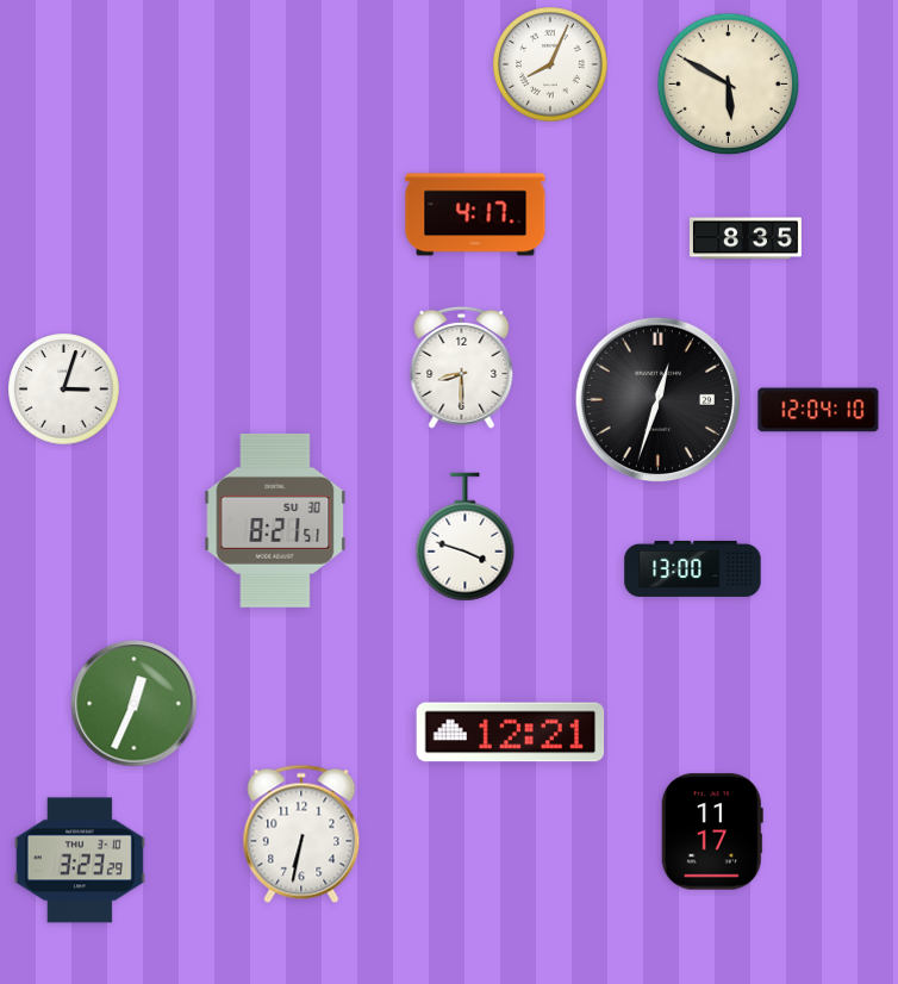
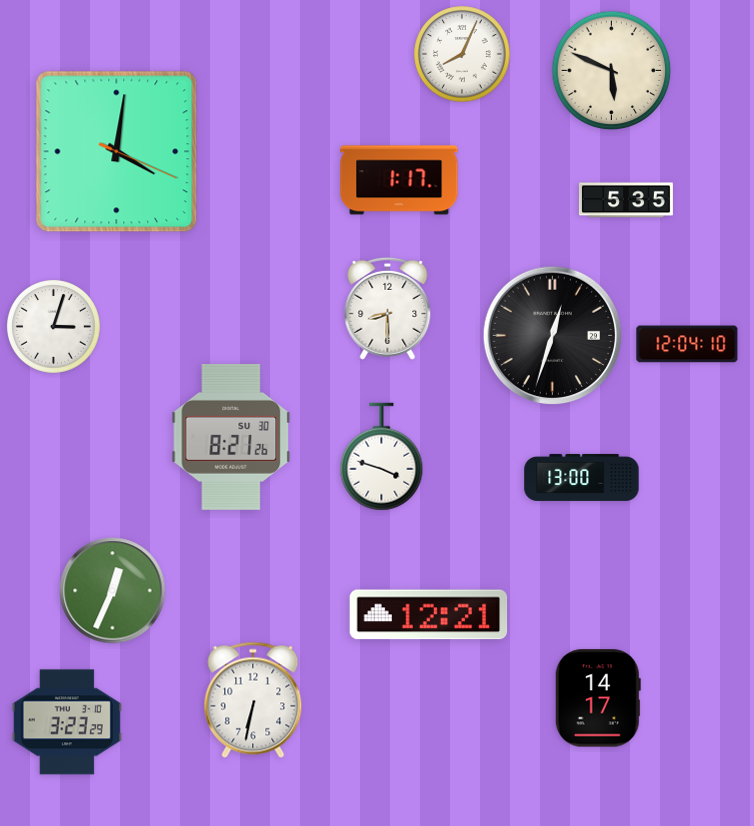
clock at (729, 85): 5:50 -> 5:49
clock at (117, 152): none -> 4:01
clock at (475, 214): 4:17 -> 1:17
clock at (746, 238): 8:35 -> 5:35
clock at (275, 521): 8:21:51 -> 8:21:26
clock at (466, 537) position: (466, 537) -> (382, 457)
clock at (712, 832): 11:17 -> 14:17
